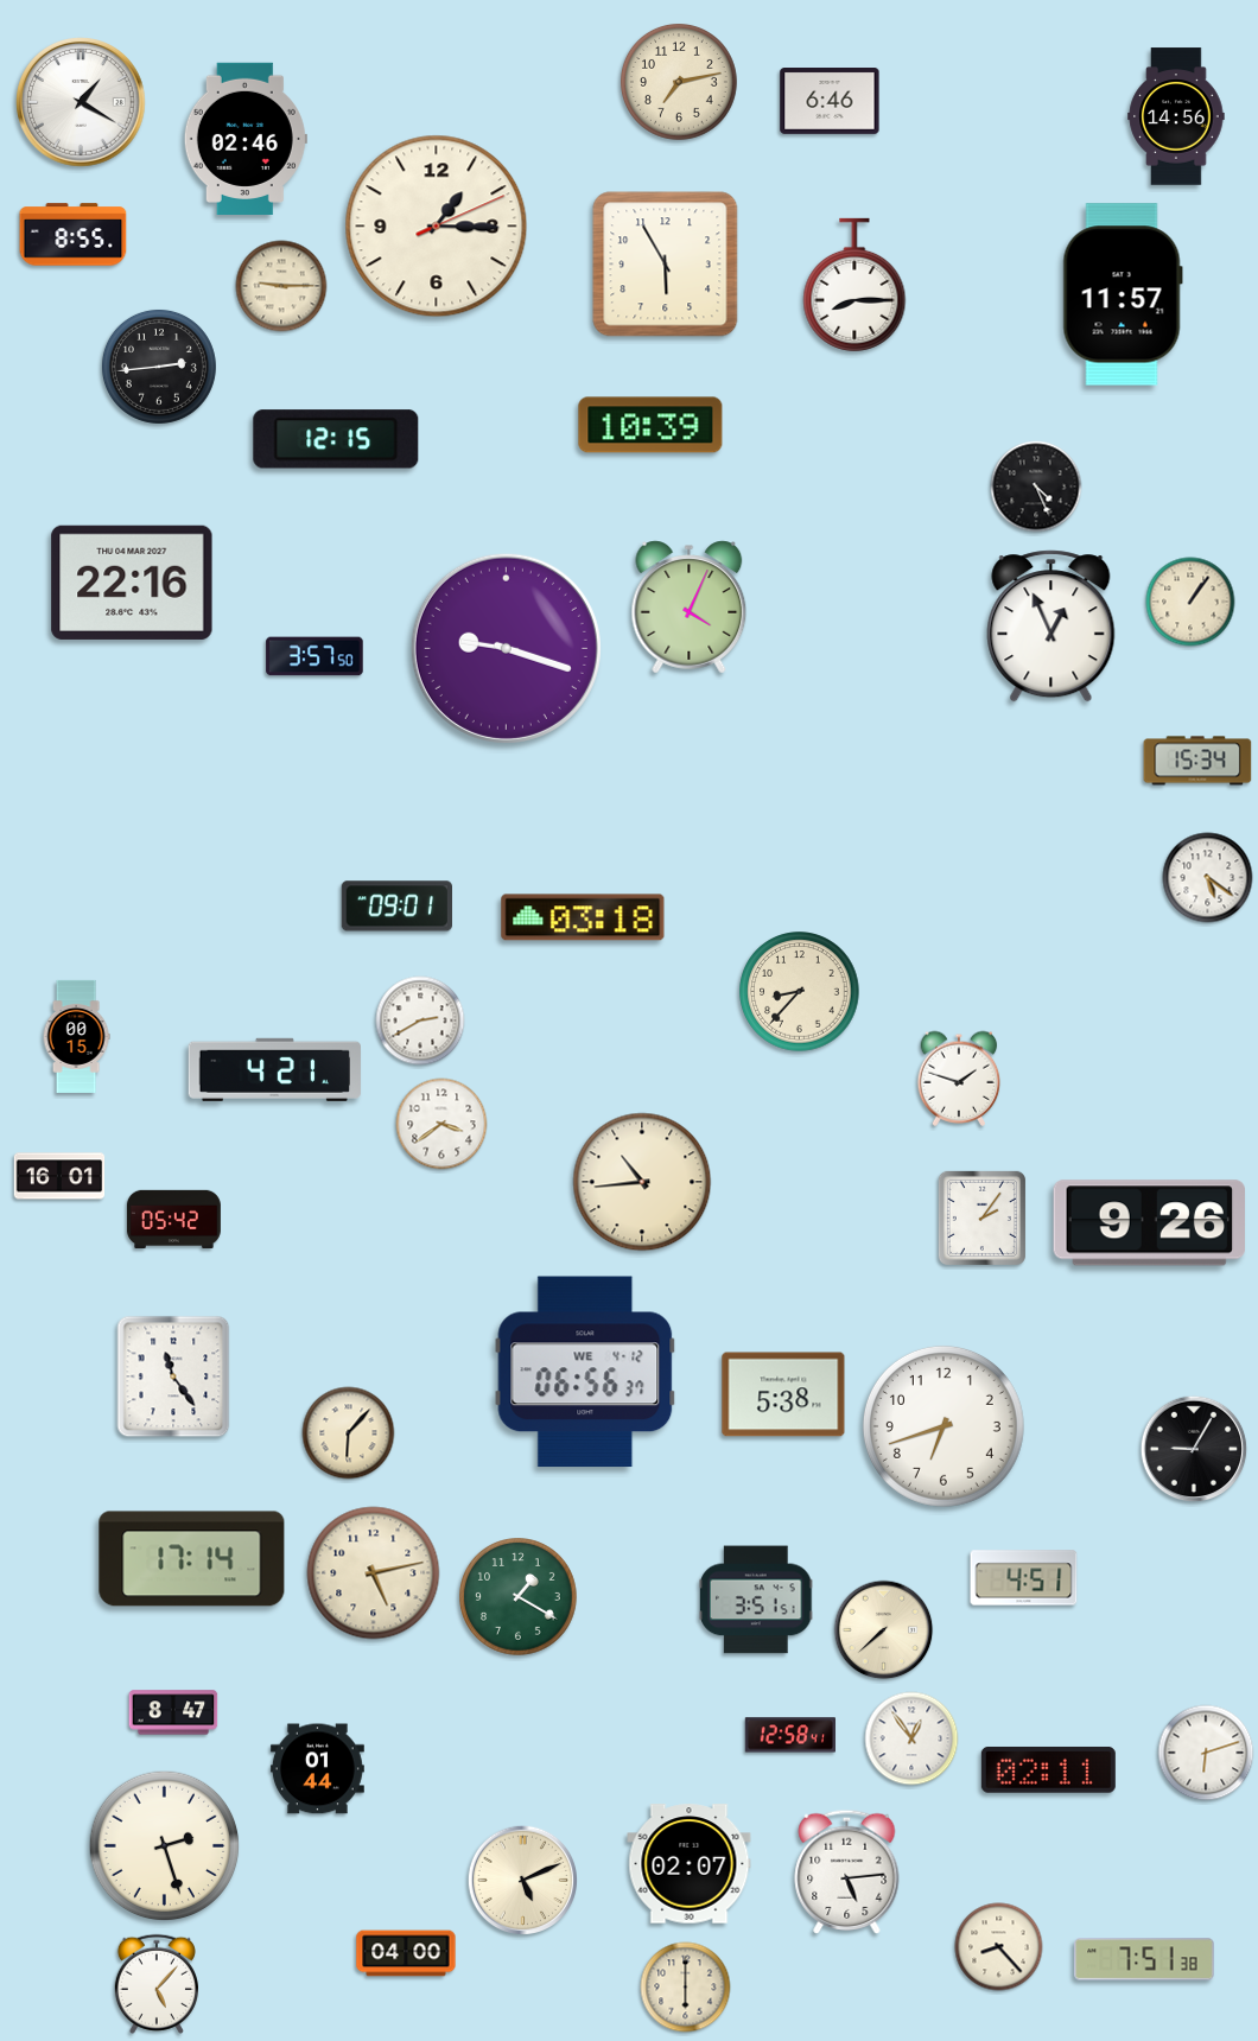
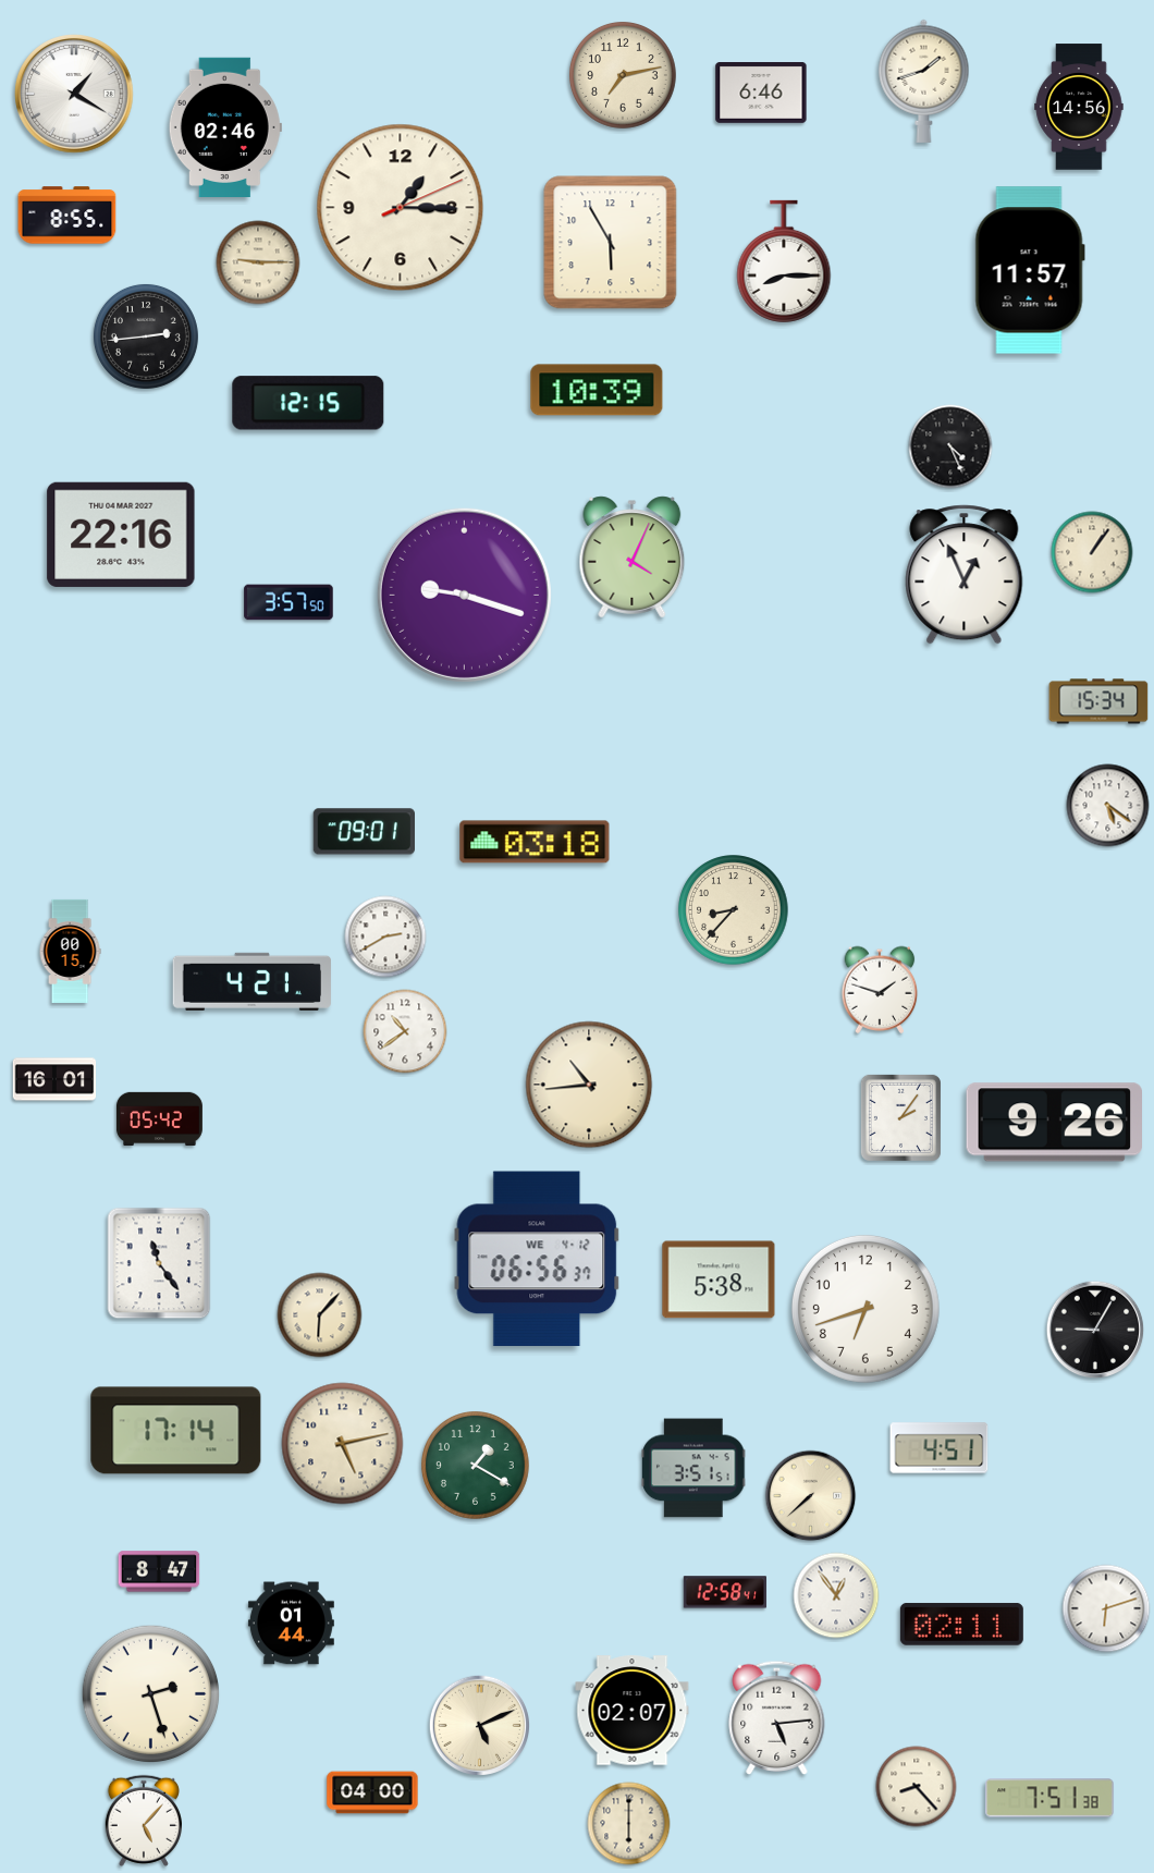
clock at (924, 81): none -> 1:42
clock at (1197, 761) position: (1197, 761) -> (1098, 701)
clock at (441, 1124): 3:39 -> 10:39
